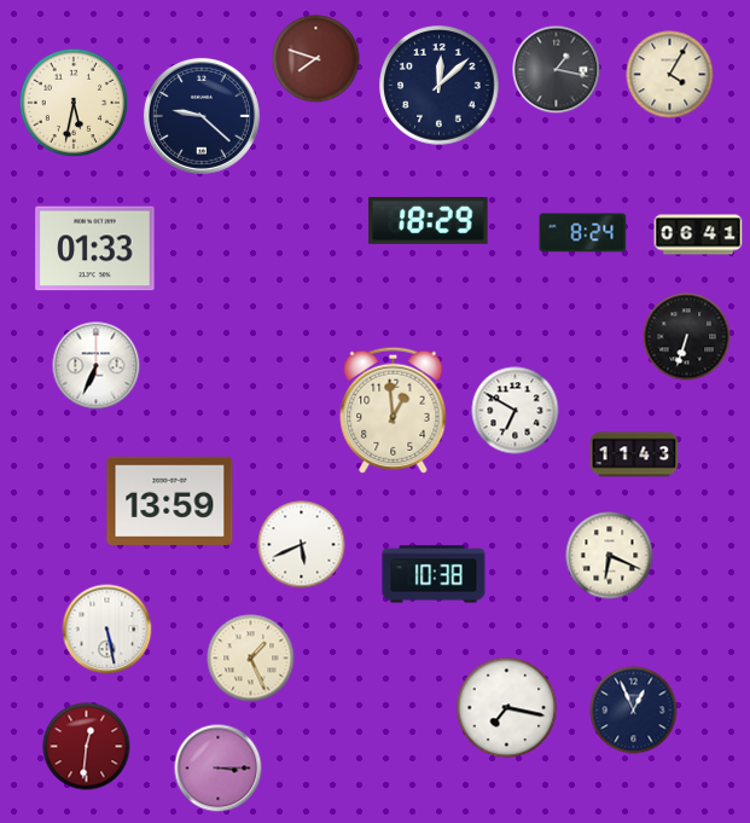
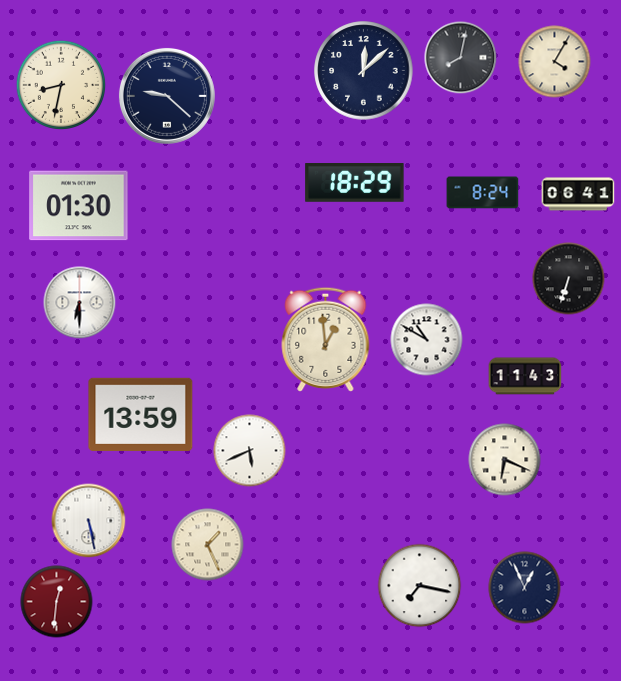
clock at (316, 59): 7:48 -> none
clock at (557, 70): 1:17 -> 8:02
clock at (72, 102): 5:32 -> 8:32
clock at (95, 249): 01:33 -> 01:30
clock at (97, 366): 6:34 -> 6:30
clock at (516, 411): 6:50 -> 10:50
clock at (434, 574): 10:38 -> none
clock at (87, 747) position: (87, 747) -> (57, 602)
clock at (219, 769): 3:15 -> none
